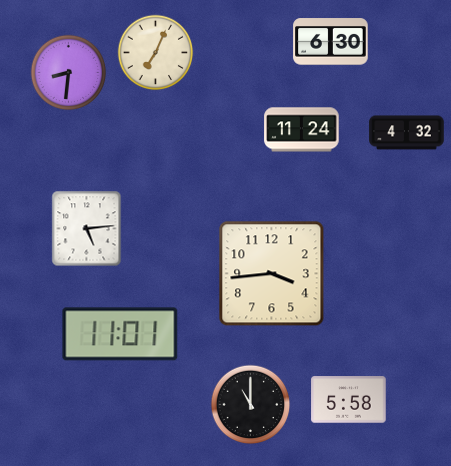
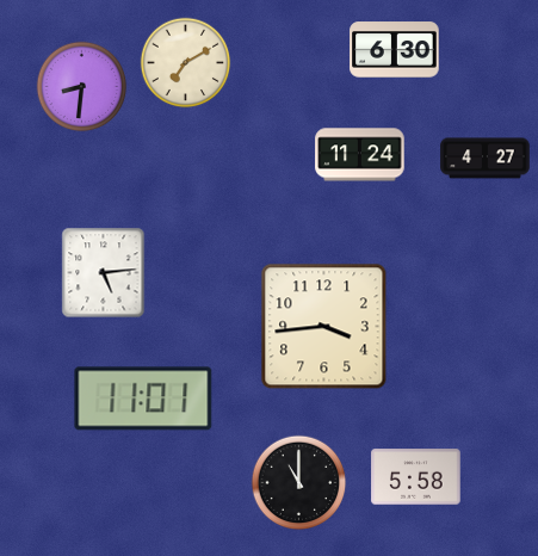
clock at (156, 53): 7:04 -> 7:10
clock at (407, 133): 4:32 -> 4:27
